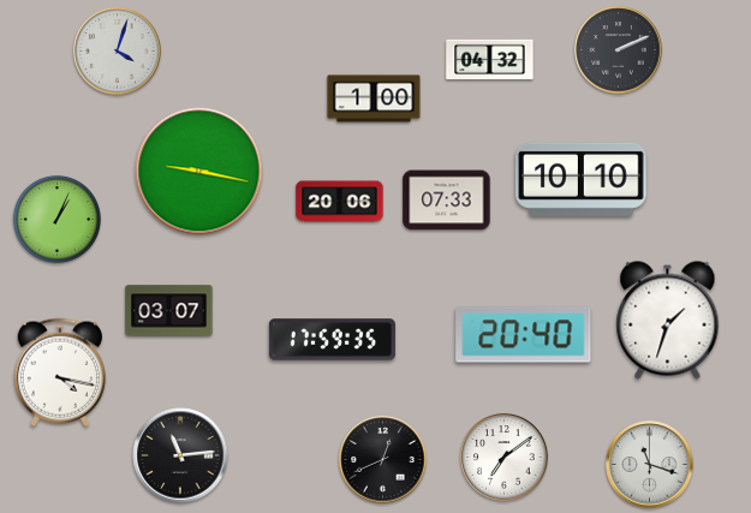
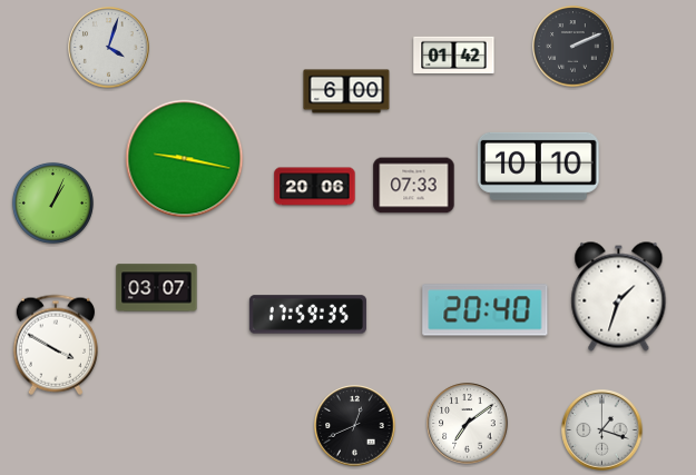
clock at (490, 59): 04:32 -> 01:42
clock at (374, 99): 1:00 -> 6:00
clock at (60, 372): 4:17 -> 3:50
clock at (180, 455): 11:14 -> none
clock at (650, 465): 11:18 -> 1:18
